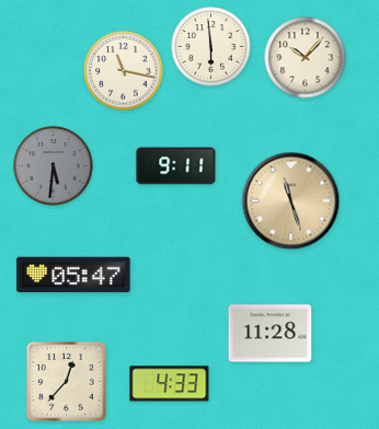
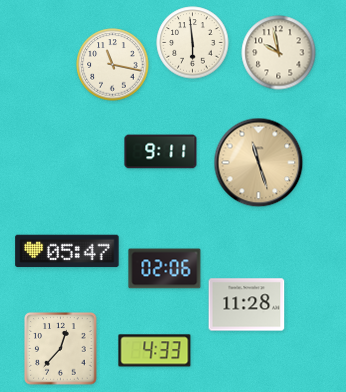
clock at (306, 58): 10:07 -> 9:58
clock at (54, 166): 5:31 -> none
clock at (291, 201) position: (291, 201) -> (259, 163)
clock at (165, 269): none -> 02:06
